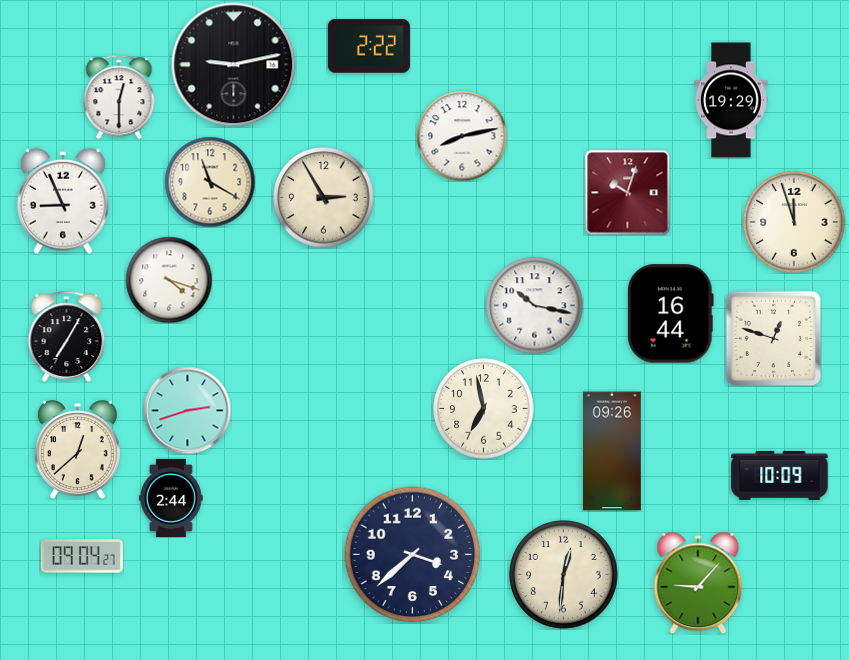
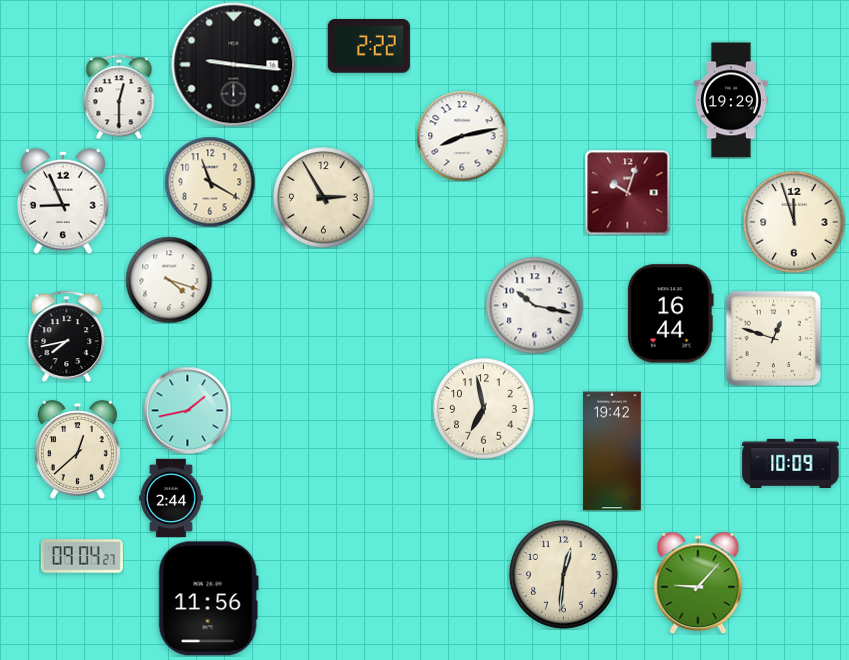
clock at (234, 65): 9:13 -> 9:16
clock at (67, 336): 7:05 -> 7:43
clock at (187, 410): 2:42 -> 1:43
clock at (613, 451): 09:26 -> 19:42
clock at (780, 475) position: (780, 475) -> (791, 463)
clock at (413, 555): 3:38 -> none
clock at (208, 599): none -> 11:56
